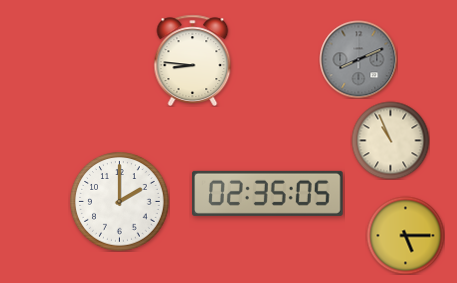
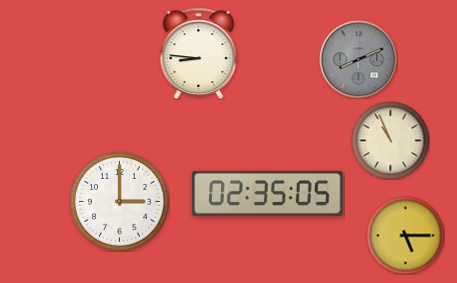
clock at (193, 60) position: (193, 60) -> (199, 53)
clock at (120, 202): 2:00 -> 3:00
